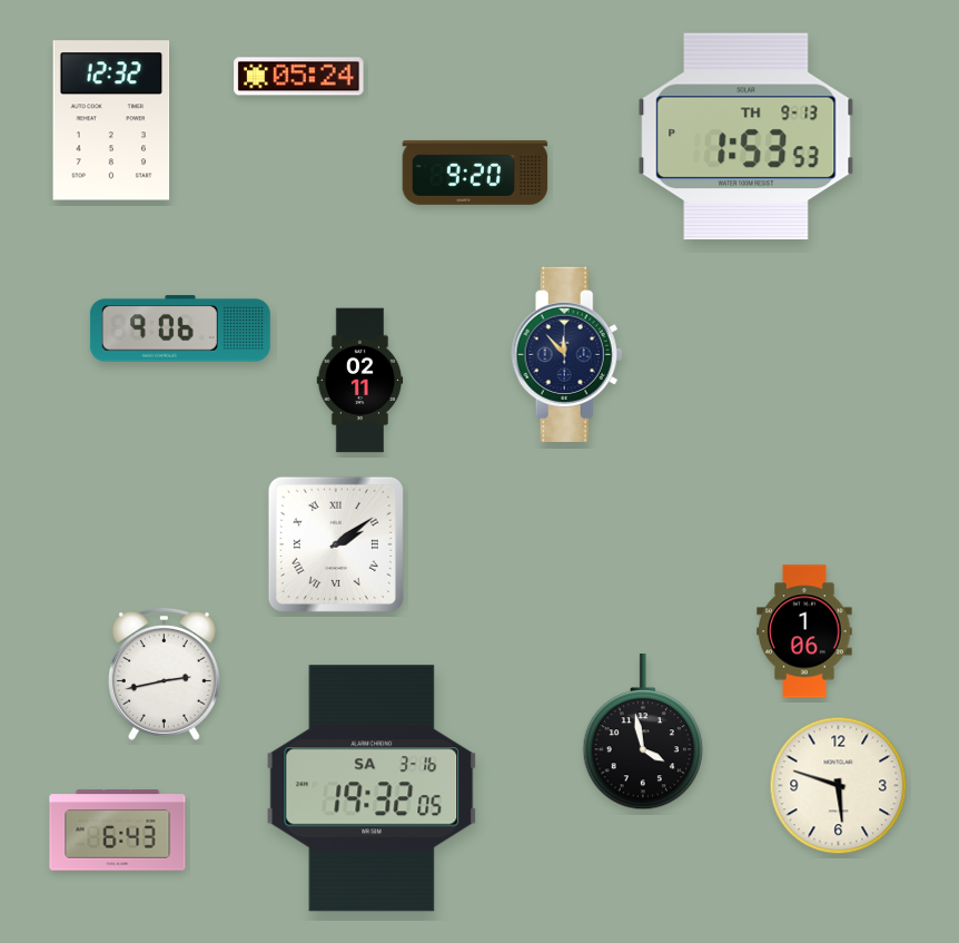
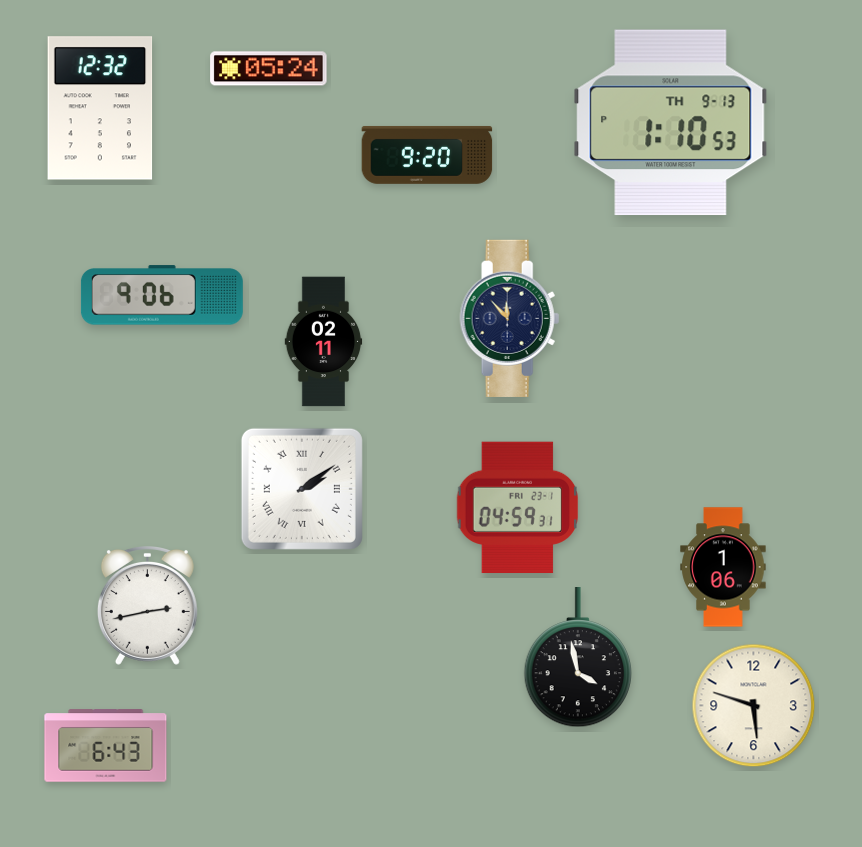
clock at (747, 137): 1:53 -> 1:10
clock at (518, 508): none -> 04:59
clock at (372, 788): 19:32 -> none
